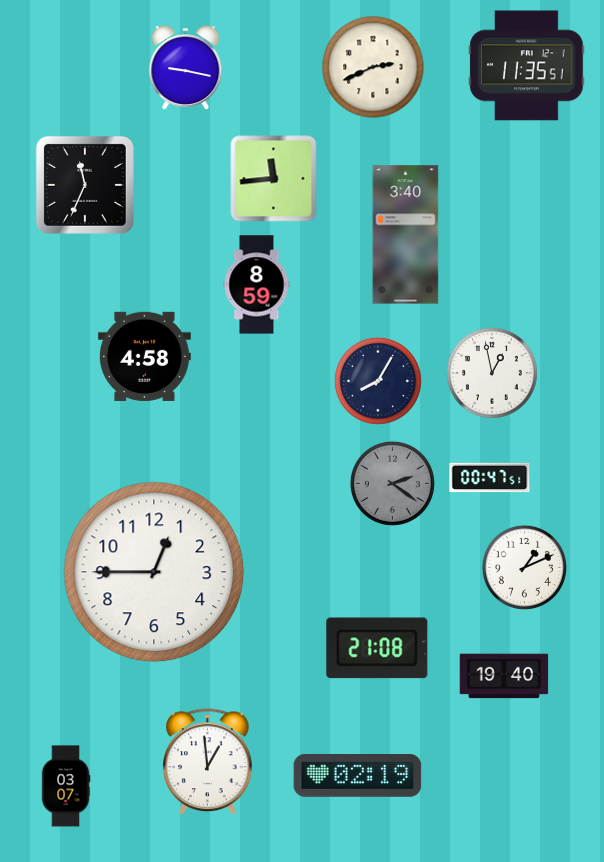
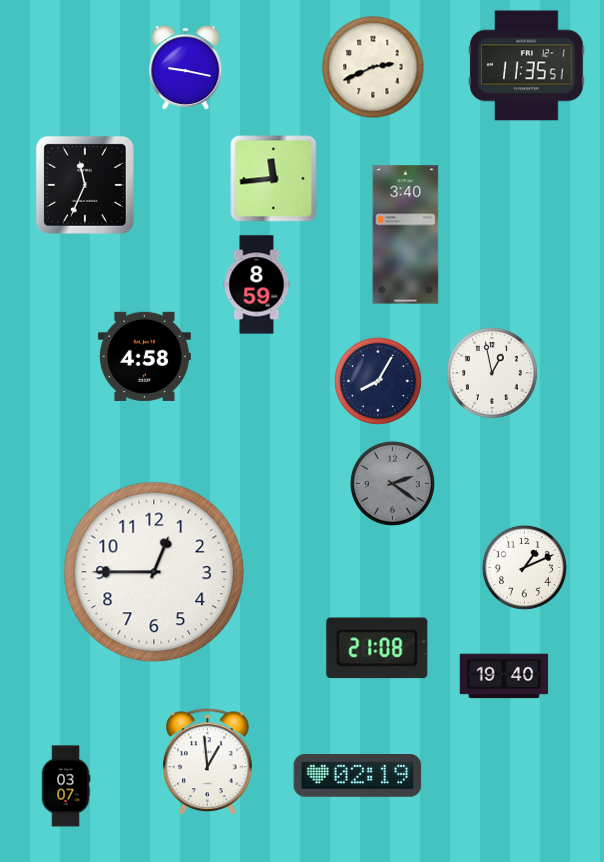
clock at (490, 478): 00:47 -> none
